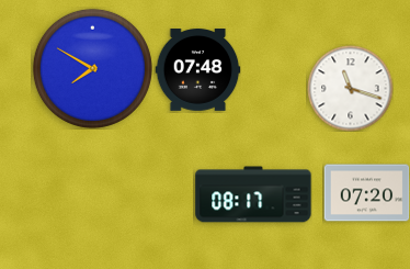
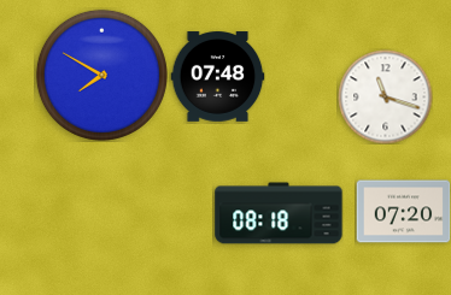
clock at (253, 194): 08:17 -> 08:18
